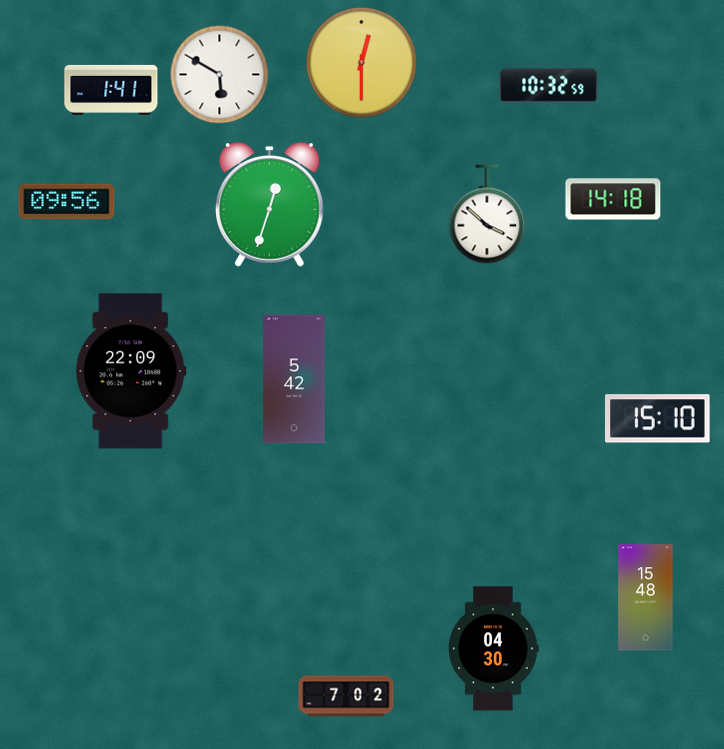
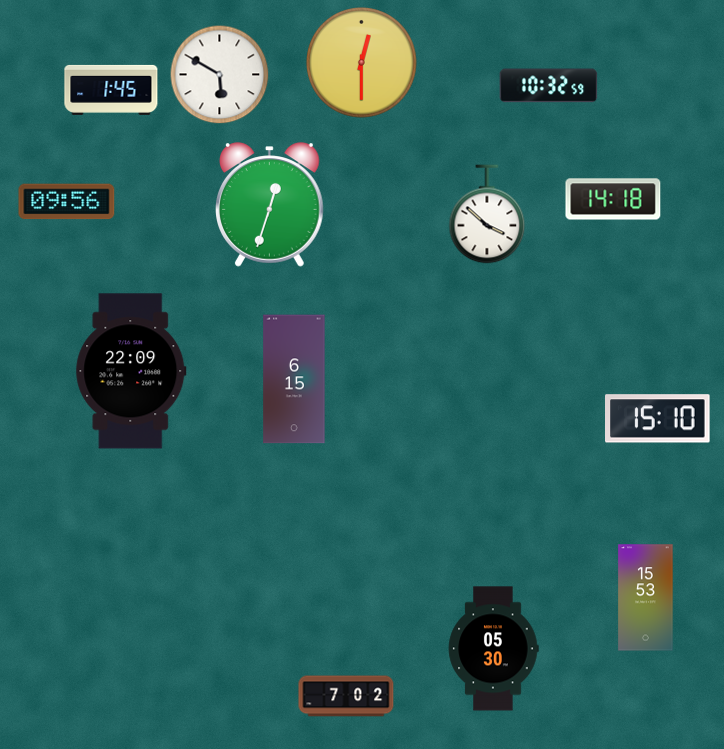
clock at (111, 90): 1:41 -> 1:45
clock at (294, 379): 5:42 -> 6:15
clock at (646, 598): 15:48 -> 15:53
clock at (493, 649): 04:30 -> 05:30
